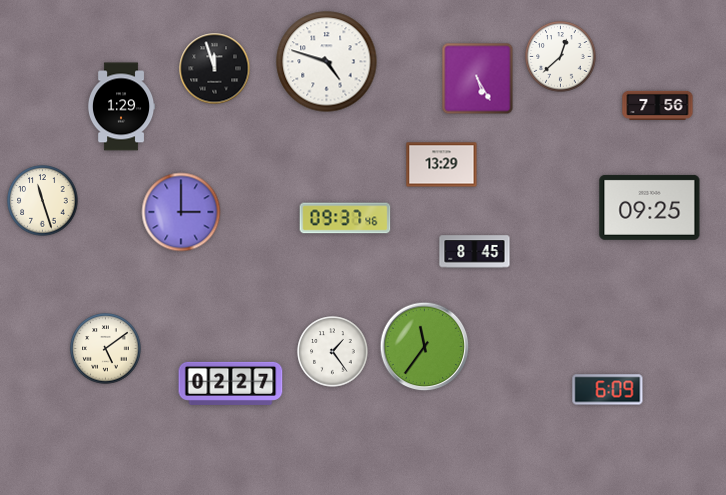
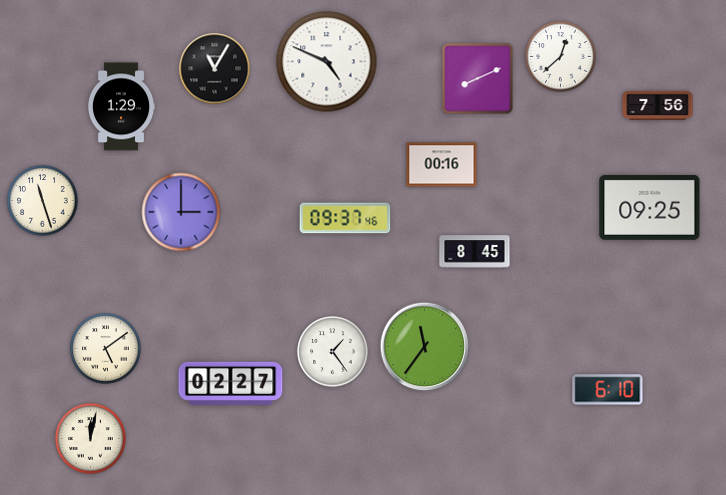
clock at (327, 62): 4:48 -> 4:49
clock at (215, 69): 11:57 -> 11:05
clock at (478, 79): 5:25 -> 8:11
clock at (442, 165): 13:29 -> 00:16
clock at (608, 390): 6:09 -> 6:10
clock at (91, 439): none -> 12:02
